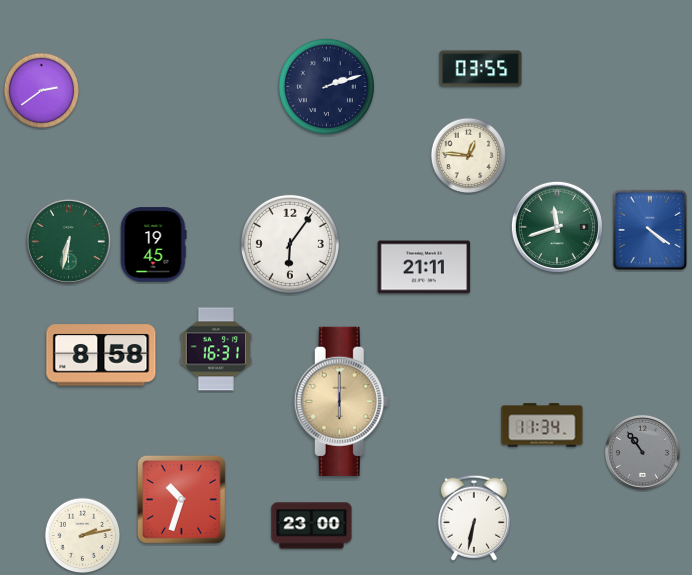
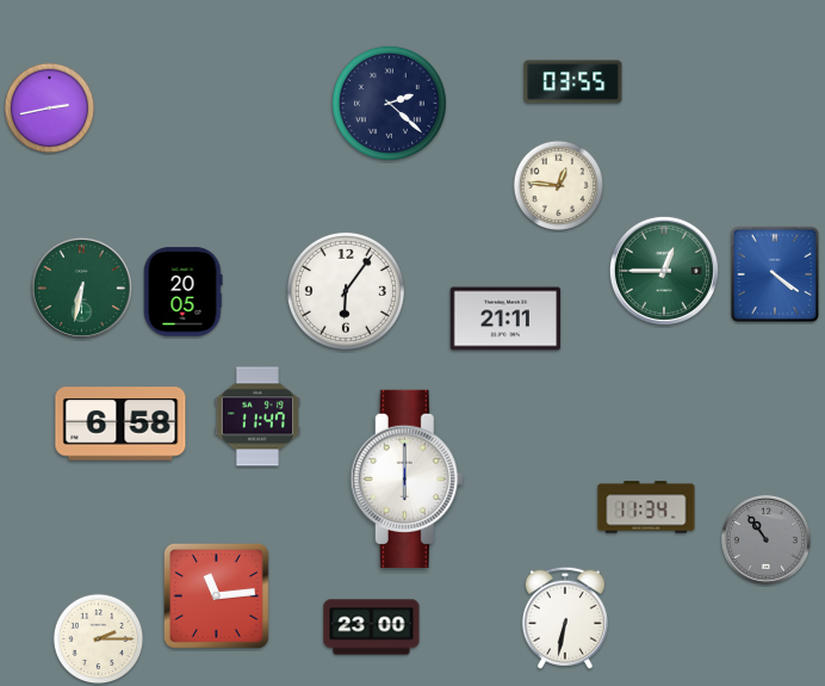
clock at (326, 86): 2:12 -> 2:22
clock at (42, 91): 2:39 -> 2:43
clock at (557, 227): 11:42 -> 12:45
clock at (154, 245): 19:45 -> 20:05
clock at (216, 349): 16:31 -> 11:47
clock at (101, 355): 8:58 -> 6:58
clock at (341, 401) dial: champagne -> white
clock at (182, 500): 10:33 -> 11:14
clock at (83, 536): 2:13 -> 2:15
